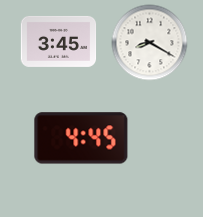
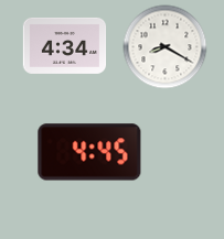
clock at (59, 41): 3:45 -> 4:34
